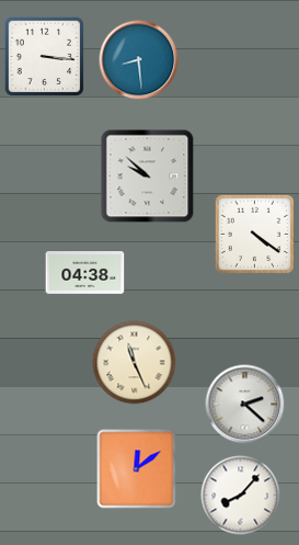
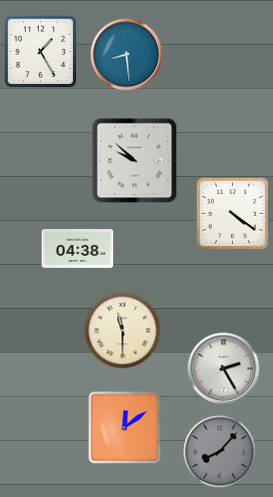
clock at (45, 57): 3:16 -> 1:25
clock at (135, 363): 11:26 -> 11:30
clock at (245, 405): 2:22 -> 2:25
clock at (241, 496) dial: white -> grey
